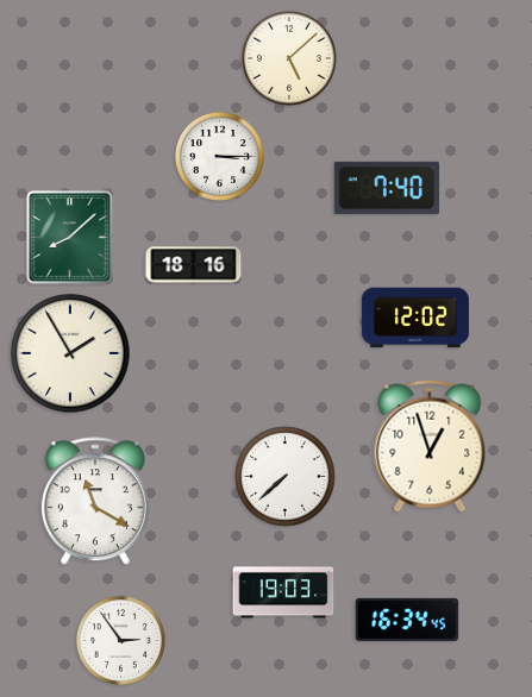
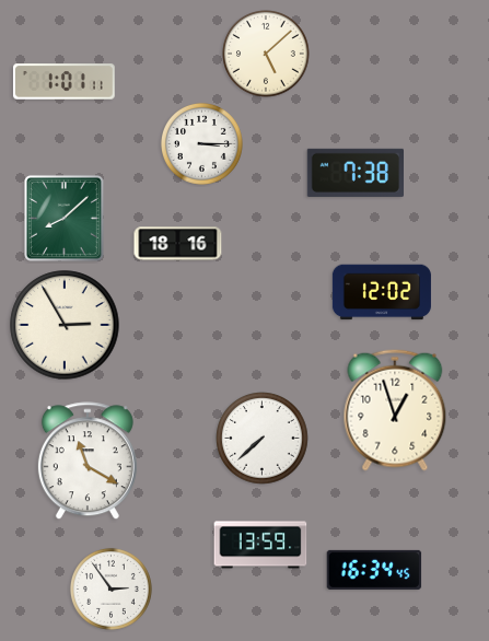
clock at (63, 82): none -> 1:01
clock at (386, 188): 7:40 -> 7:38
clock at (70, 353): 1:55 -> 2:55
clock at (283, 592): 19:03 -> 13:59
